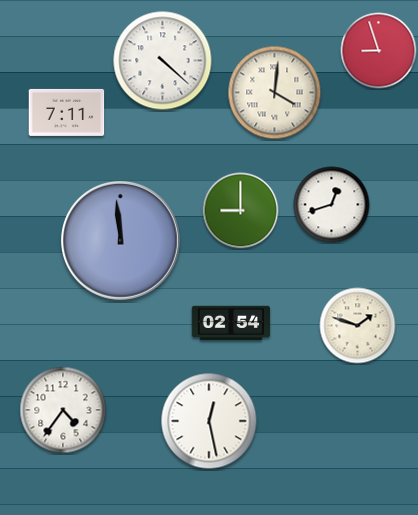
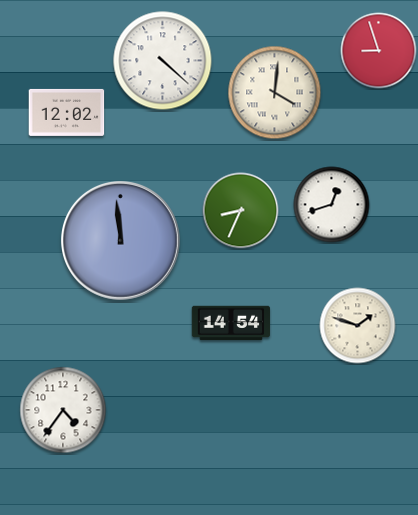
clock at (67, 112): 7:11 -> 12:02
clock at (241, 211): 9:00 -> 8:34
clock at (231, 323): 02:54 -> 14:54
clock at (209, 421): 12:28 -> none
